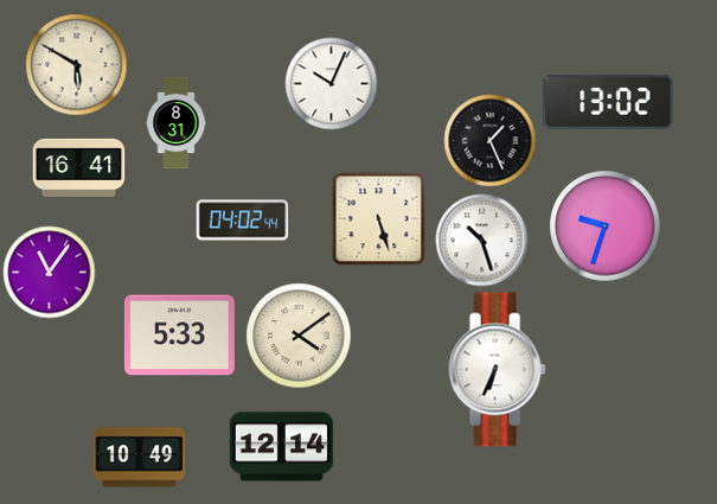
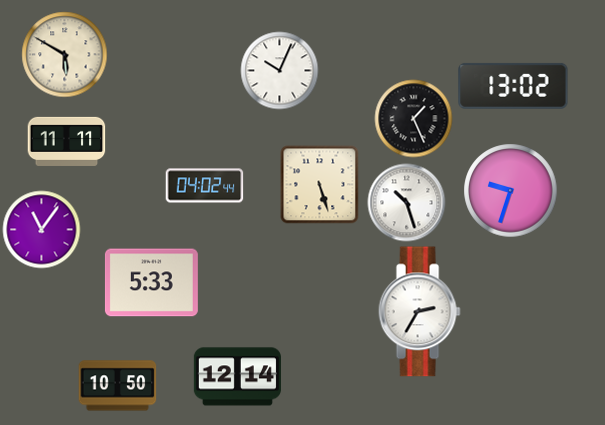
clock at (177, 122): 8:31 -> none
clock at (78, 167): 16:41 -> 11:11
clock at (299, 336): 4:09 -> none
clock at (497, 370): 6:34 -> 2:35
clock at (139, 458): 10:49 -> 10:50
